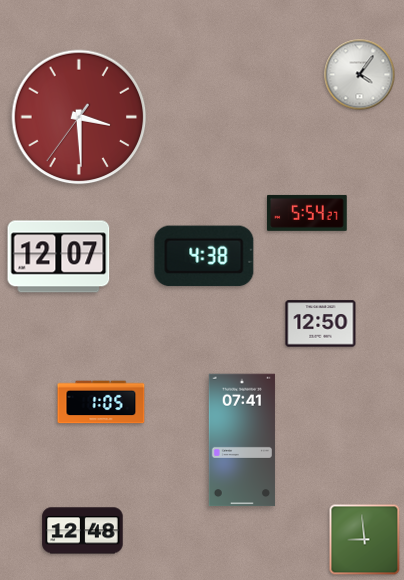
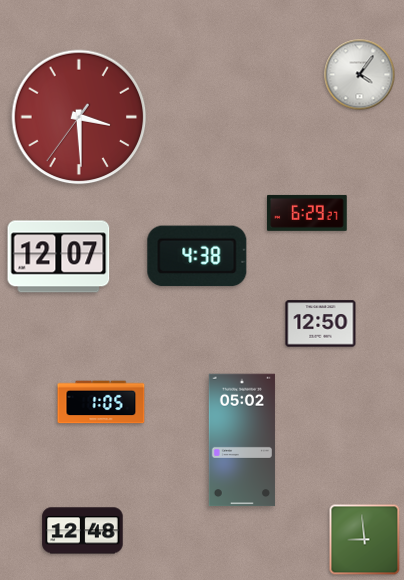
clock at (307, 213): 5:54 -> 6:29
clock at (204, 256) position: (204, 256) -> (197, 256)
clock at (242, 440): 07:41 -> 05:02
